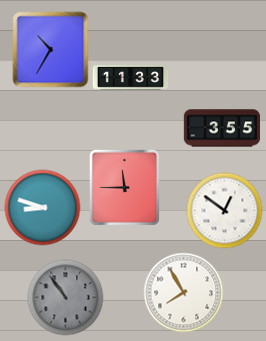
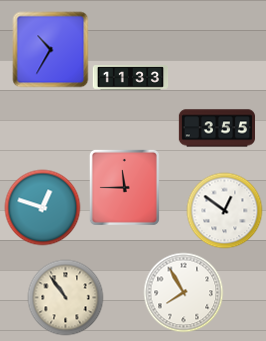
clock at (221, 128) position: (221, 128) -> (216, 128)
clock at (43, 208): 8:48 -> 12:48
clock at (66, 298) dial: grey -> cream
